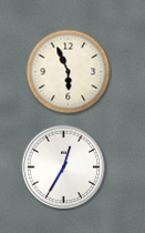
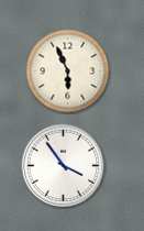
clock at (64, 168): 12:35 -> 3:54
